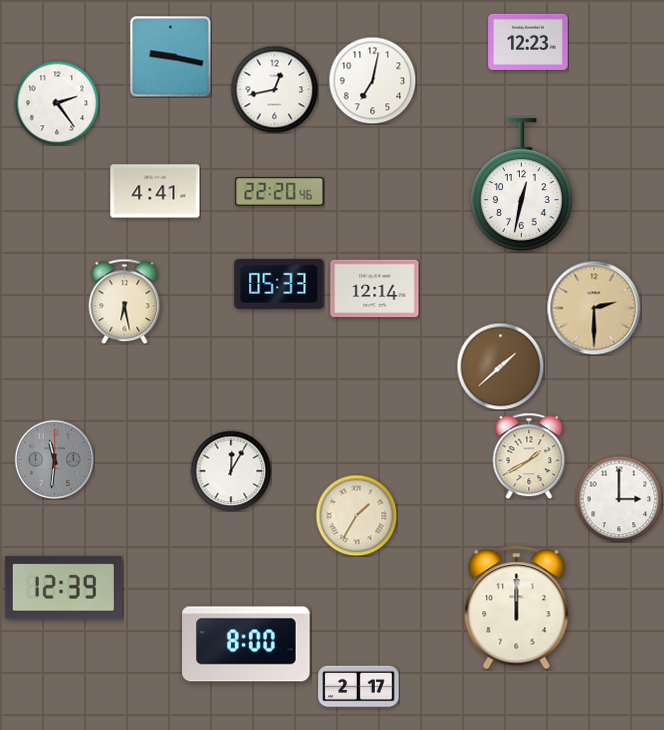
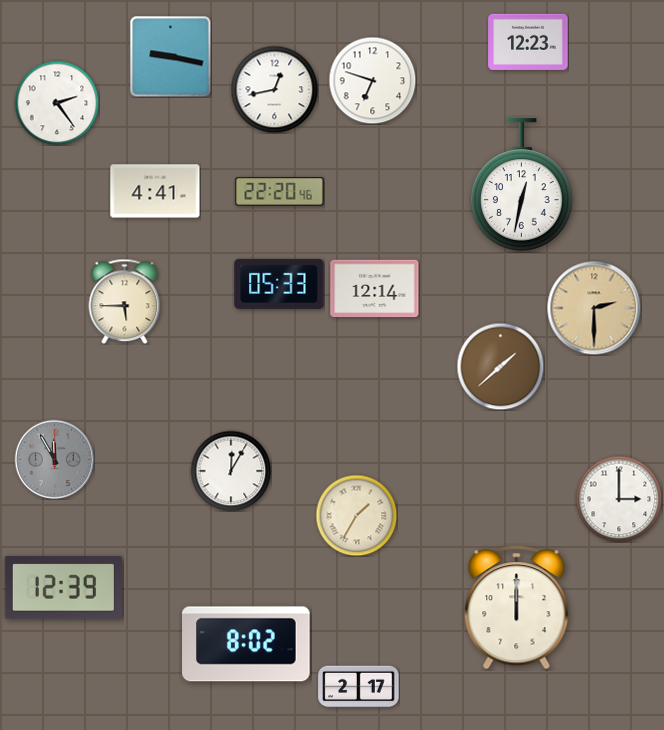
clock at (372, 80): 7:02 -> 6:48
clock at (125, 301): 6:28 -> 5:45
clock at (529, 456): 1:40 -> none
clock at (54, 459): 11:31 -> 11:55
clock at (246, 644): 8:00 -> 8:02
